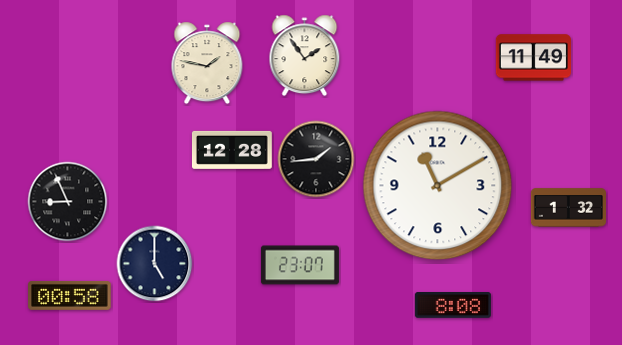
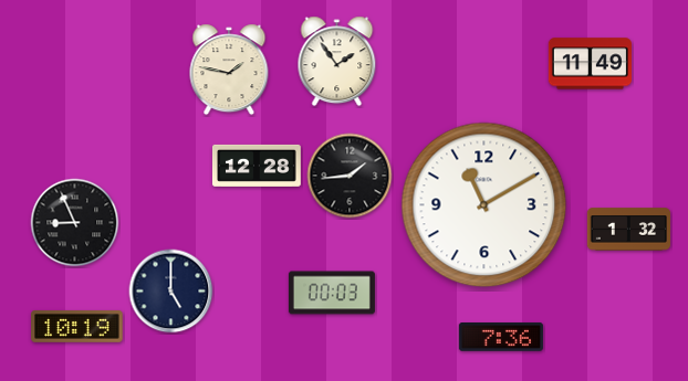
clock at (300, 265): 23:07 -> 00:03
clock at (70, 295): 00:58 -> 10:19
clock at (453, 306): 8:08 -> 7:36
